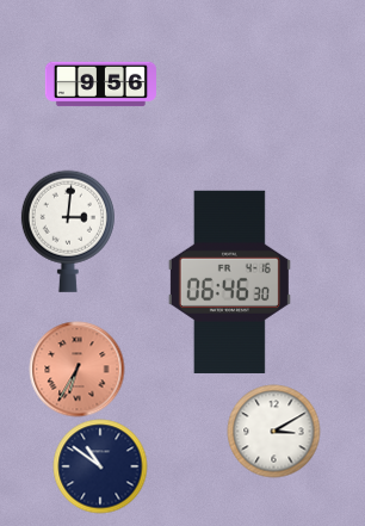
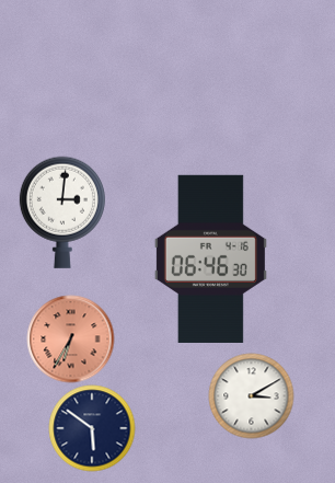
clock at (100, 85): 9:56 -> none
clock at (100, 466): 10:51 -> 5:51
